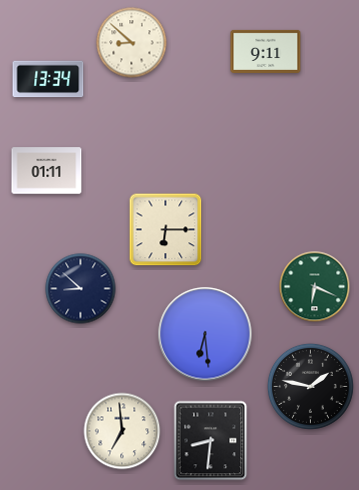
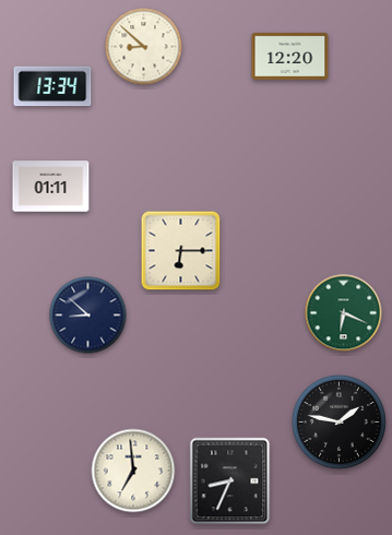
clock at (266, 51): 9:11 -> 12:20
clock at (205, 334): 6:29 -> none
clock at (211, 441): 8:31 -> 8:34
